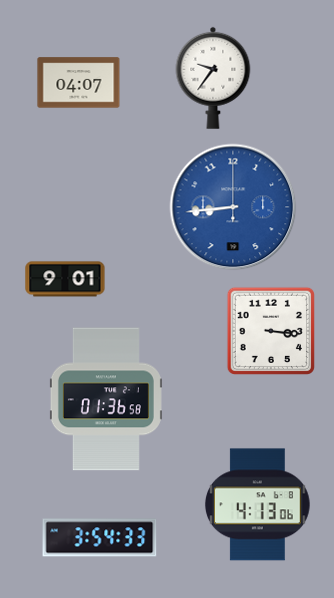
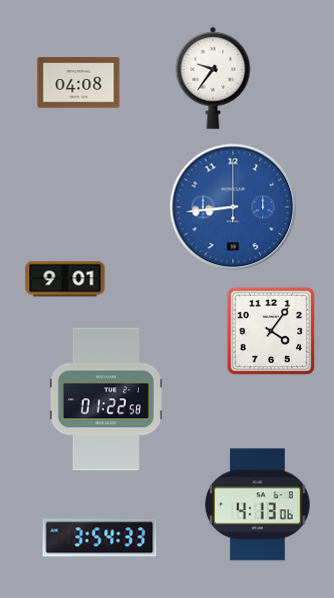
clock at (79, 83): 04:07 -> 04:08
clock at (270, 330): 3:16 -> 4:06
clock at (106, 399): 01:36 -> 01:22
